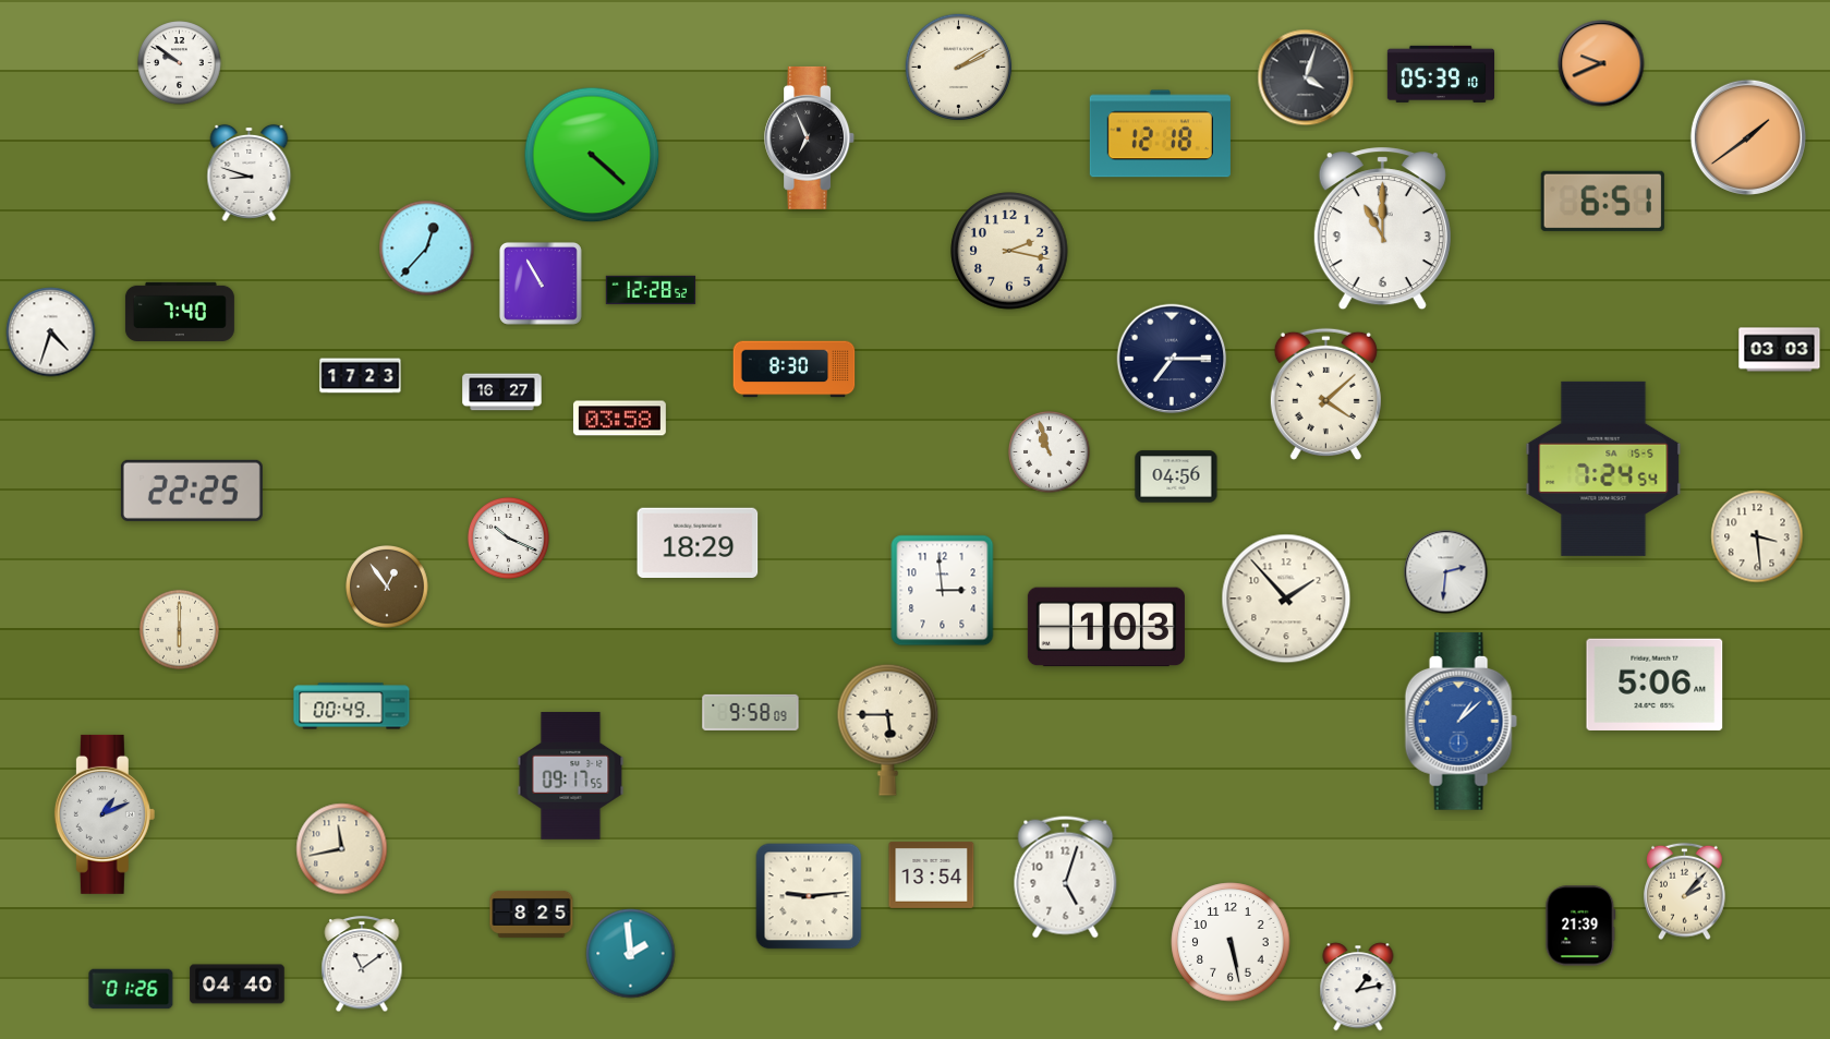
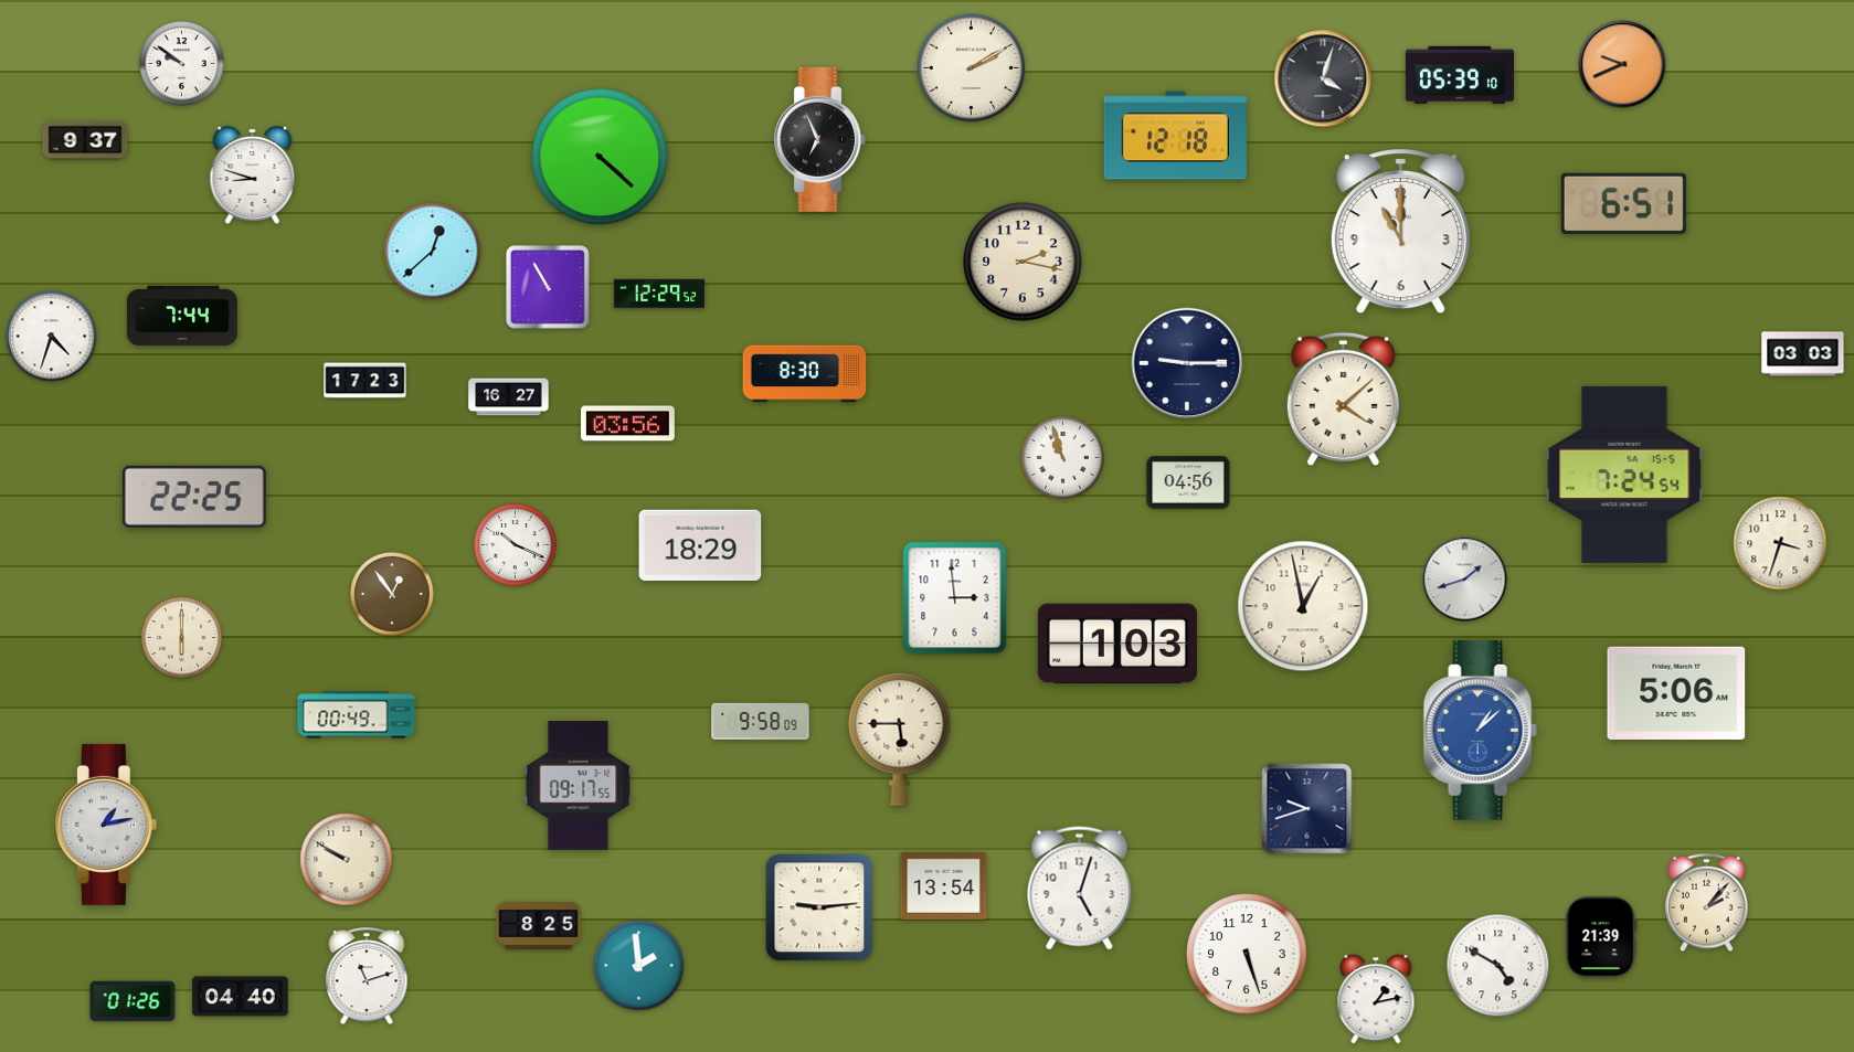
clock at (1748, 137): 1:39 -> none
clock at (85, 140): none -> 9:37
clock at (427, 249): 12:37 -> 12:38
clock at (1009, 251) position: (1009, 251) -> (1023, 262)
clock at (651, 290): 12:28 -> 12:29
clock at (180, 312): 7:40 -> 7:44
clock at (1172, 359): 7:15 -> 9:15
clock at (619, 419): 03:58 -> 03:56
clock at (1176, 476) position: (1176, 476) -> (1188, 482)
clock at (1757, 536): 3:29 -> 3:33
clock at (698, 542) position: (698, 542) -> (700, 544)
clock at (1446, 572): 2:31 -> 1:42
clock at (1286, 599): 1:53 -> 12:58
clock at (1106, 627) position: (1106, 627) -> (1117, 644)
clock at (1307, 809): none -> 9:42
clock at (105, 814): 1:11 -> 1:13
clock at (342, 849): 11:43 -> 9:50
clock at (1231, 942): 5:28 -> 5:27
clock at (1498, 966): none -> 4:50
clock at (362, 965): 11:09 -> 11:12
